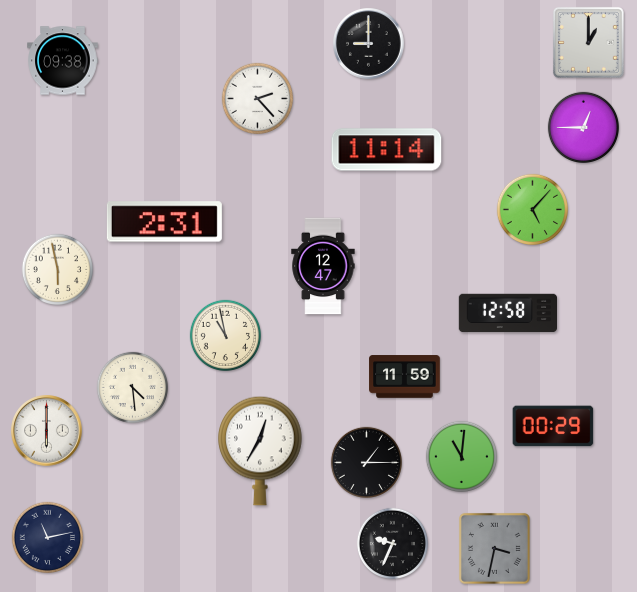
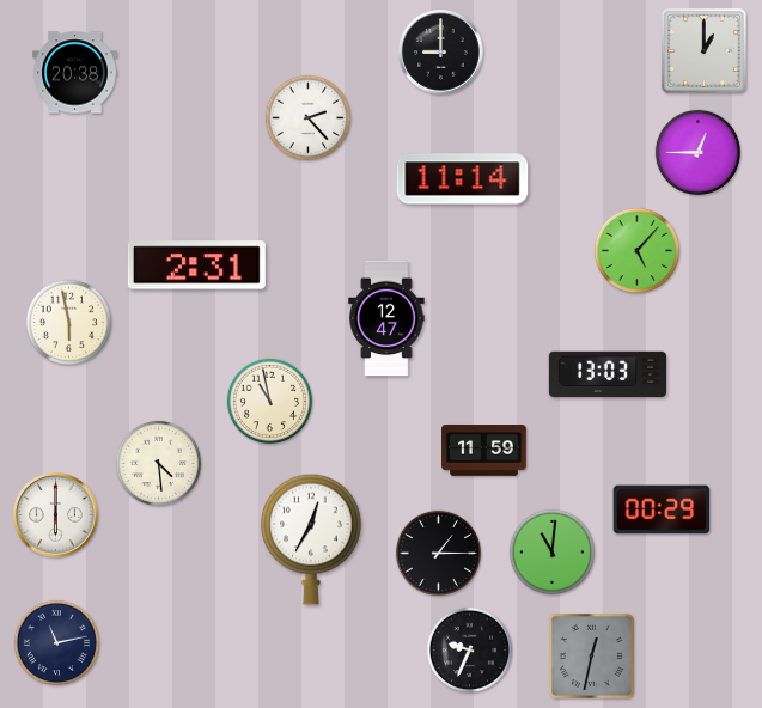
clock at (63, 61): 09:38 -> 20:38
clock at (507, 313): 12:58 -> 13:03
clock at (461, 456) position: (461, 456) -> (551, 551)
clock at (494, 548): 3:32 -> 12:32
